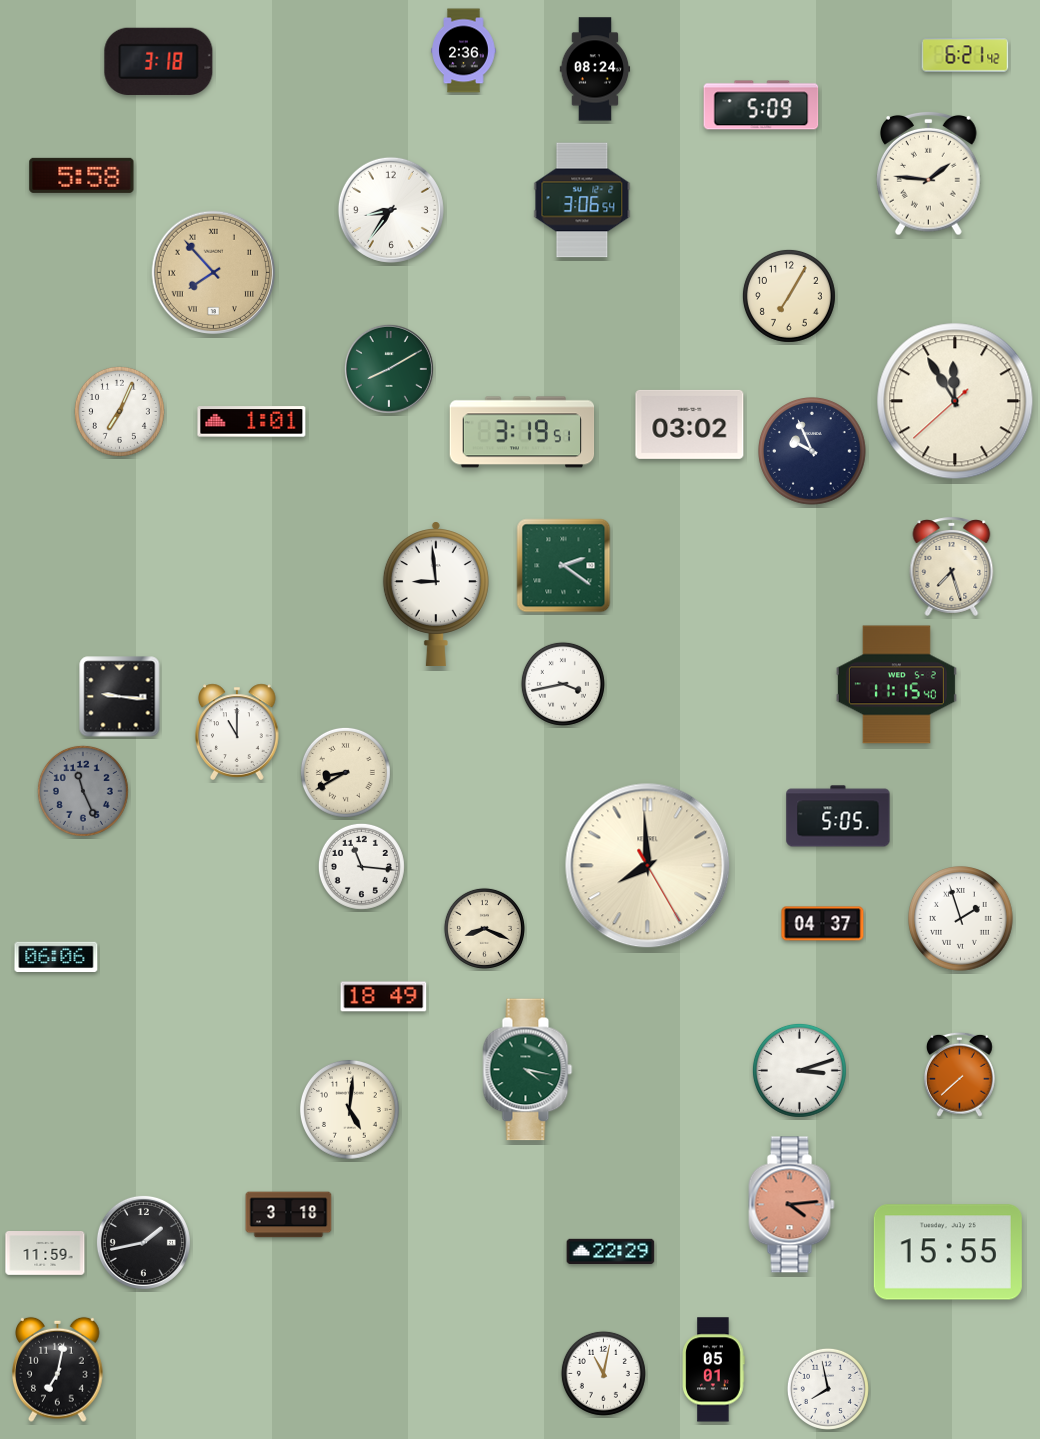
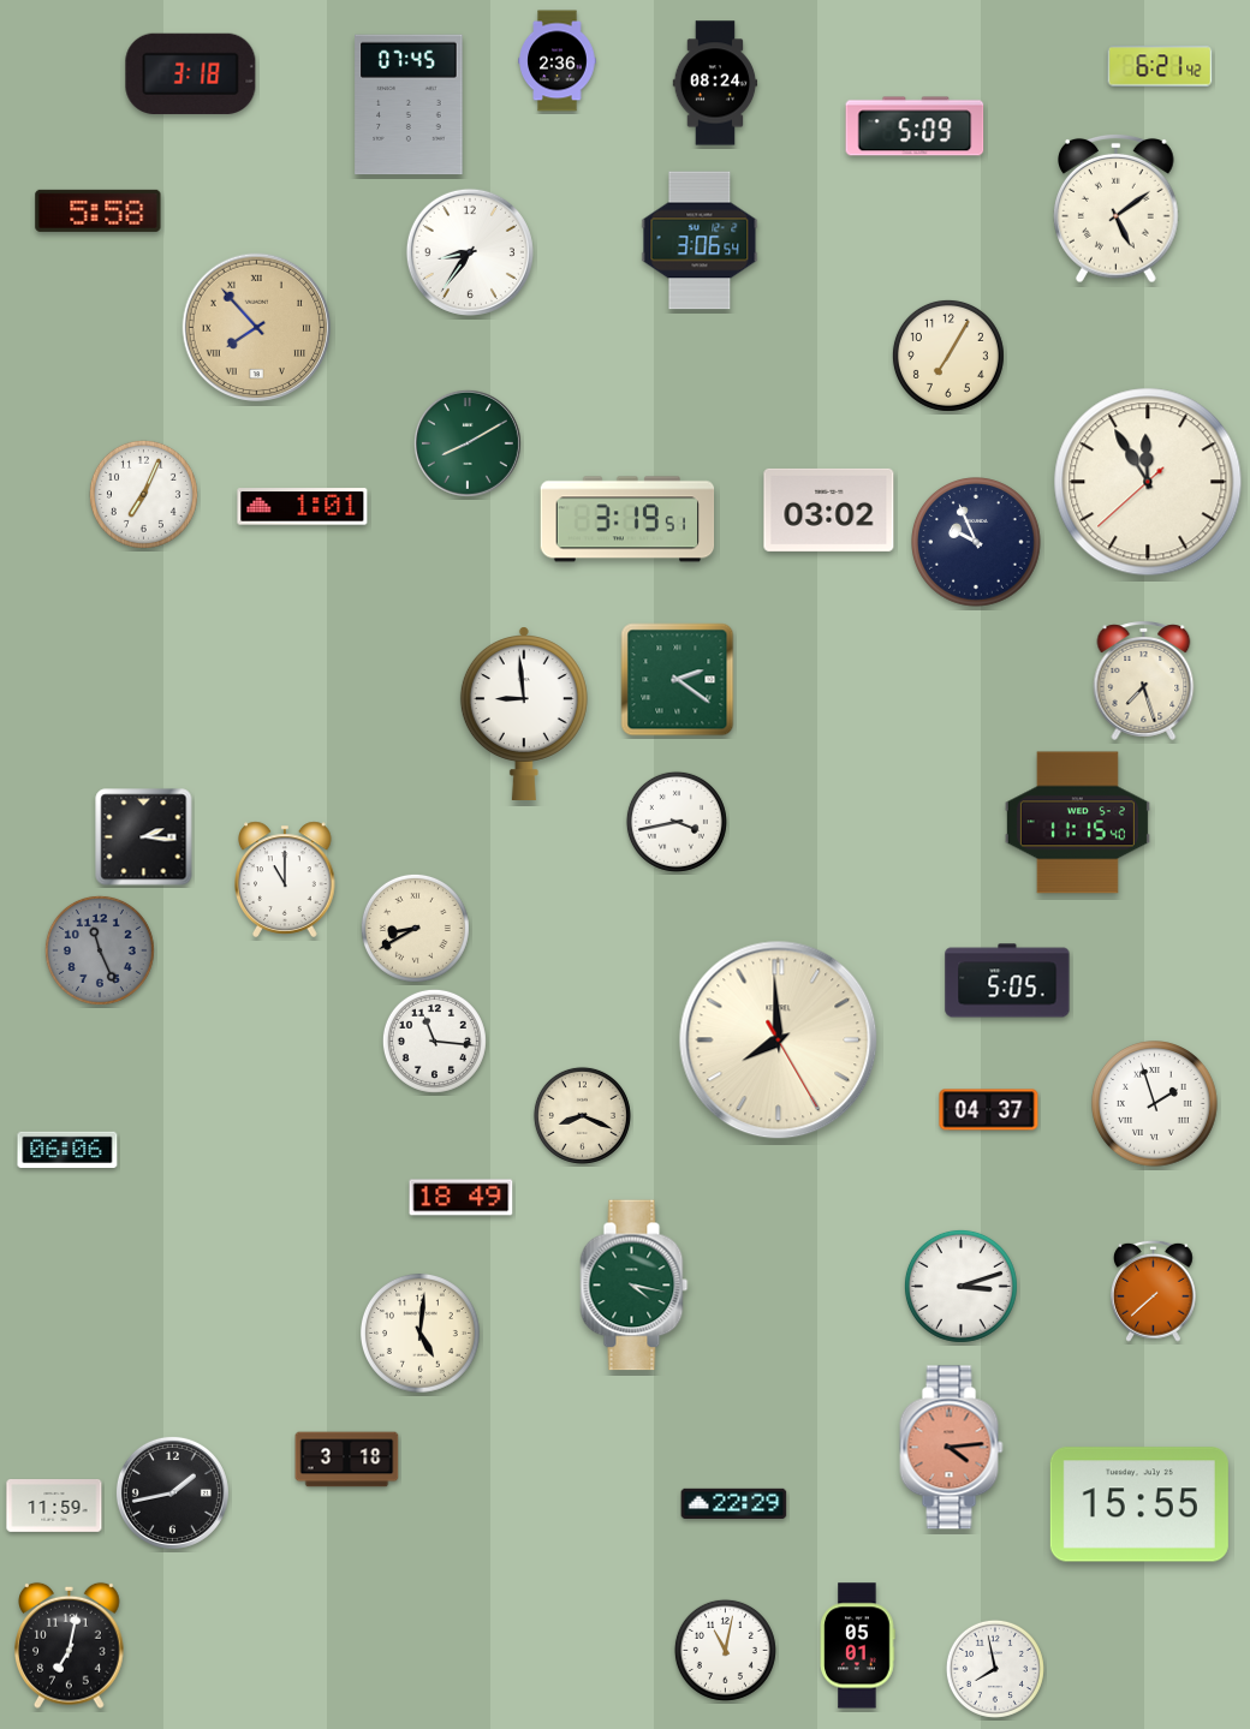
clock at (409, 105): none -> 07:45
clock at (929, 173): 1:46 -> 5:09
clock at (120, 697): 9:16 -> 2:16
